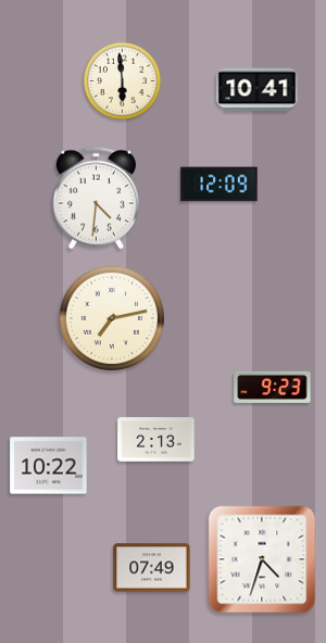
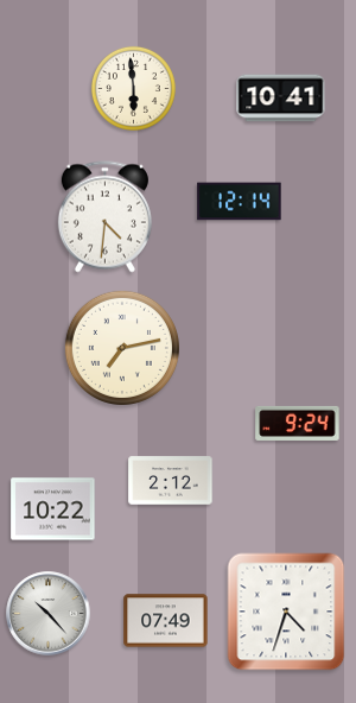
clock at (220, 185): 12:09 -> 12:14
clock at (273, 387): 9:23 -> 9:24
clock at (156, 440): 2:13 -> 2:12
clock at (49, 614): none -> 10:23
